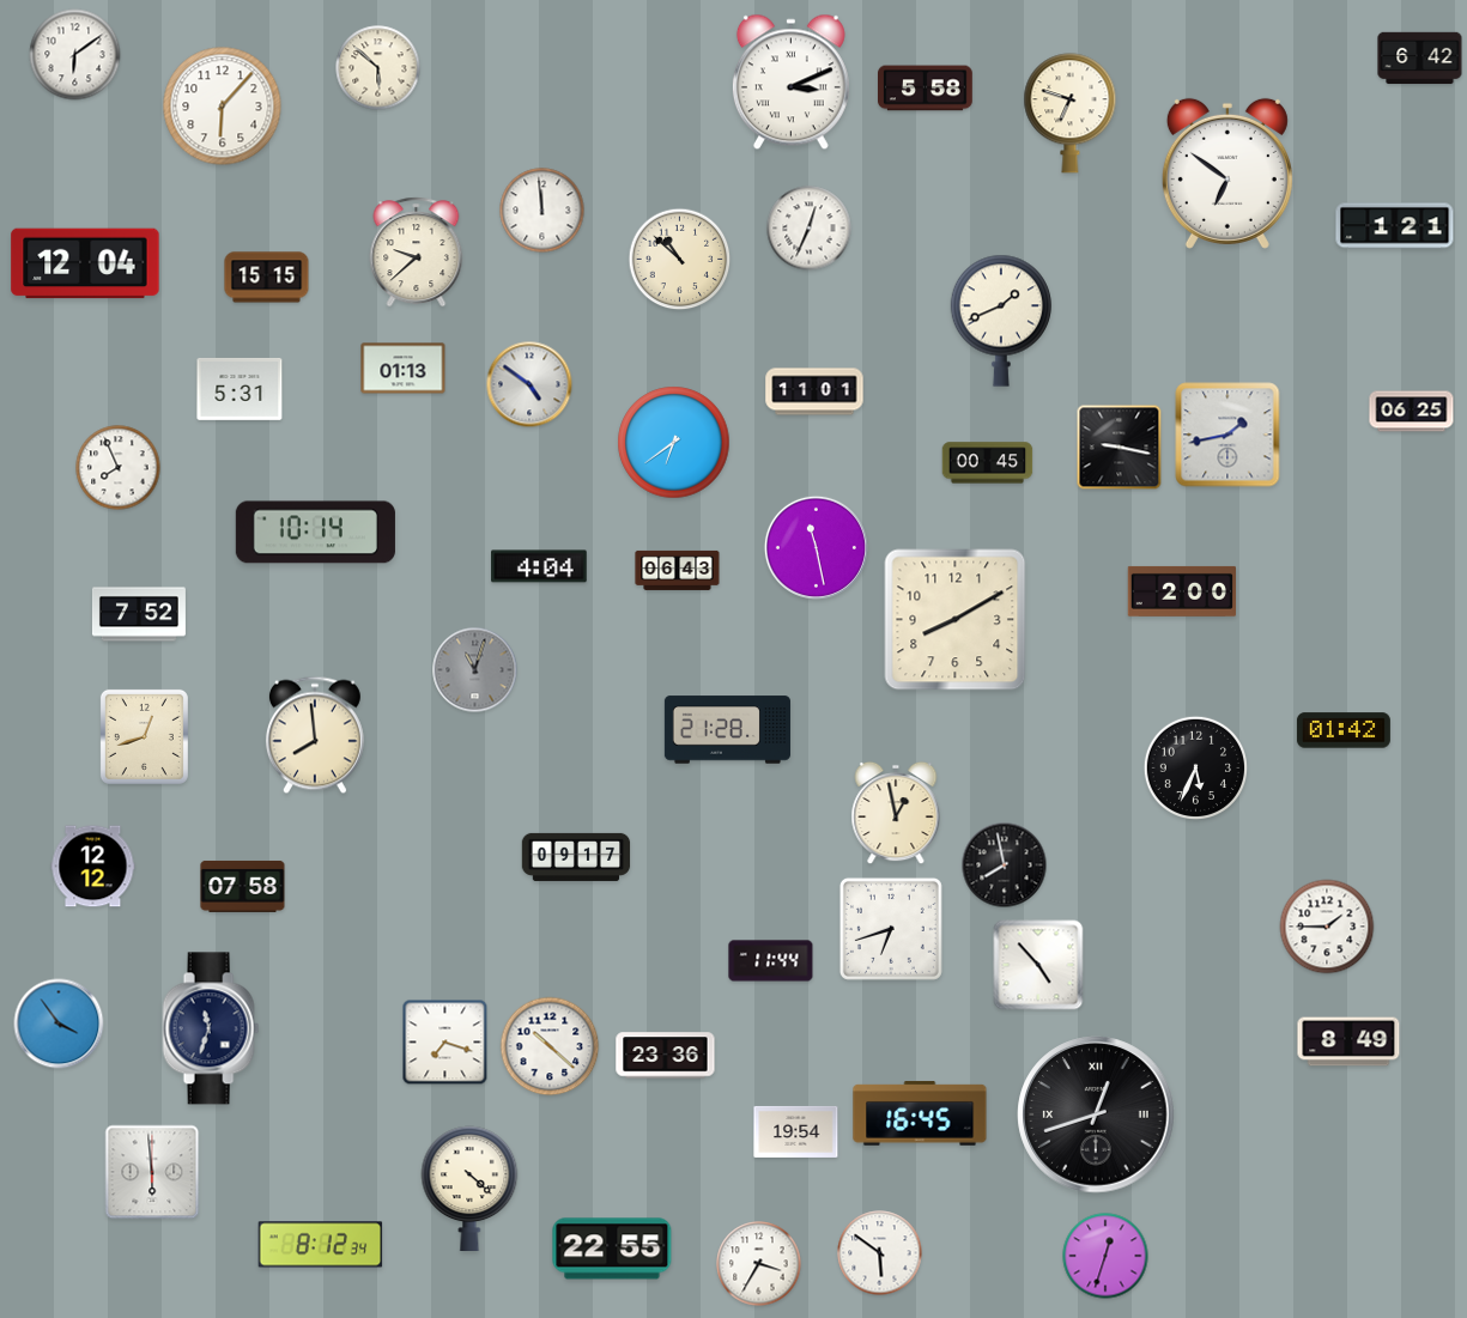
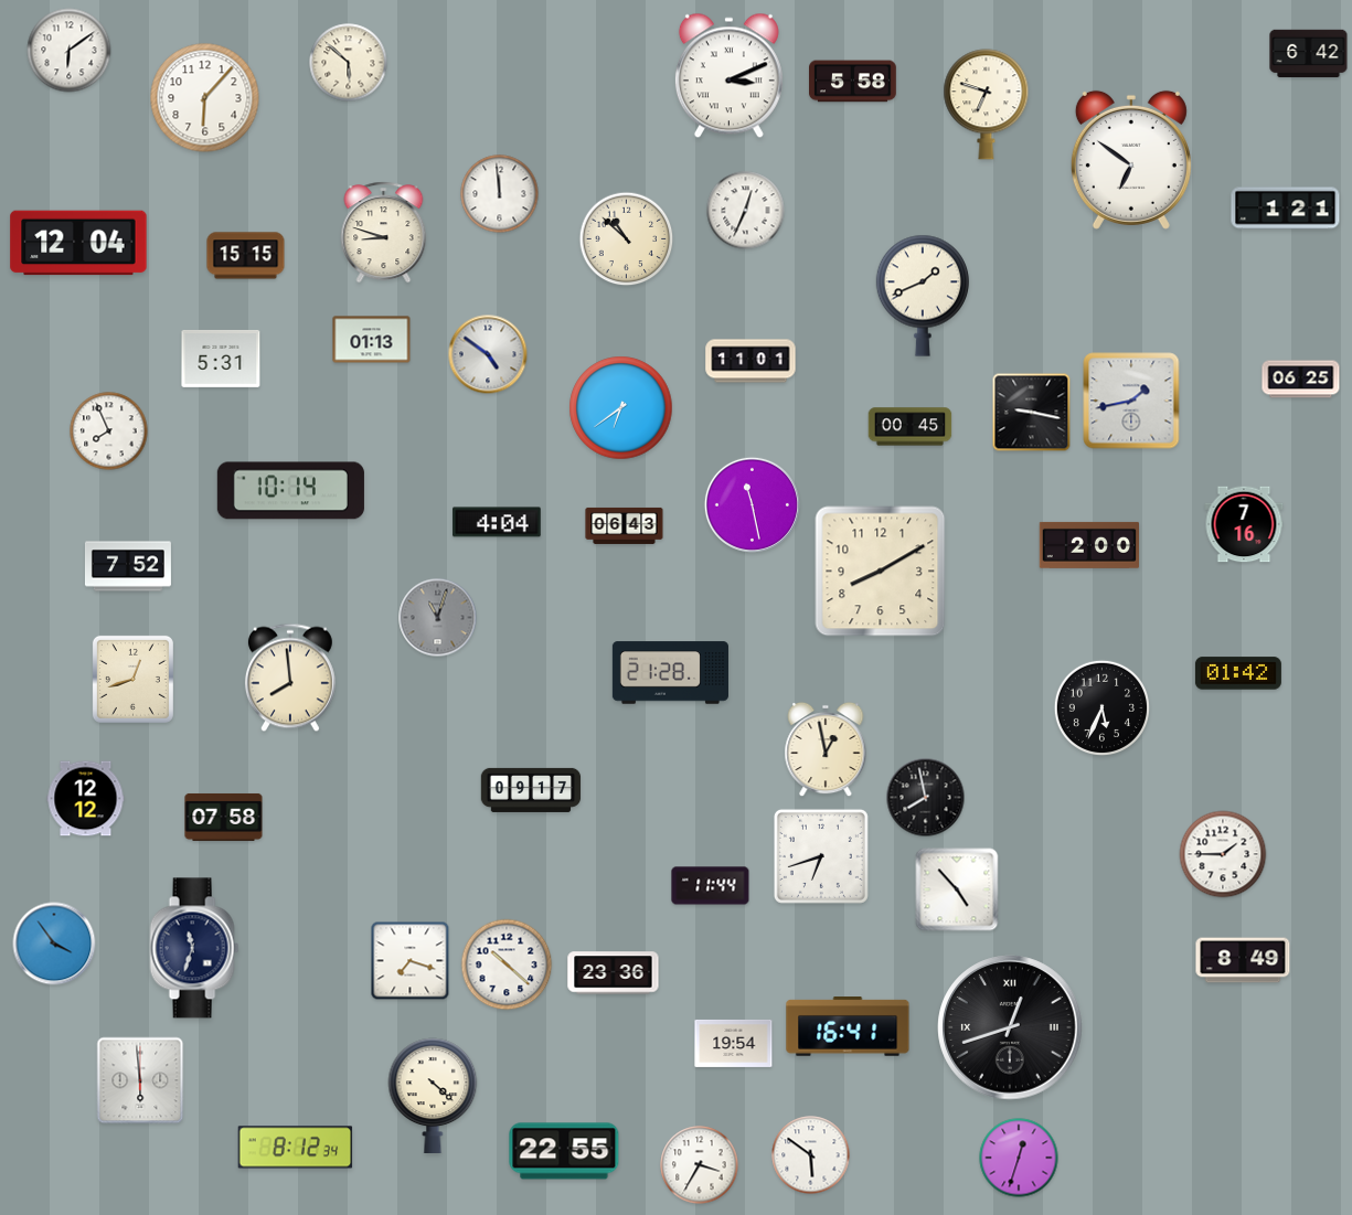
clock at (417, 253): 9:38 -> 8:48
clock at (1244, 524): none -> 7:16
clock at (920, 1113): 16:45 -> 16:41
